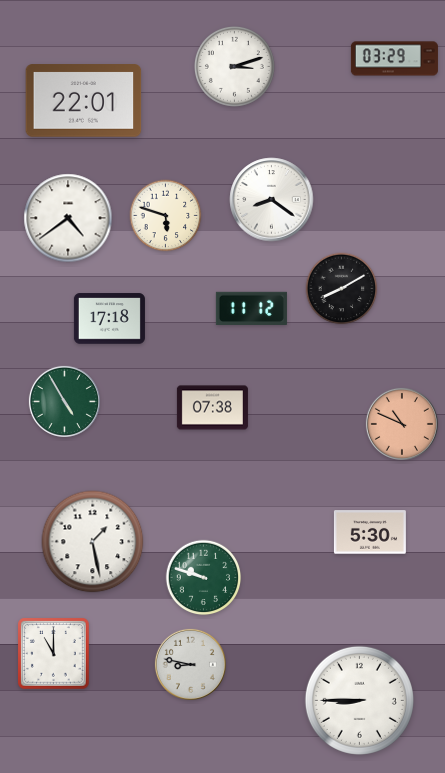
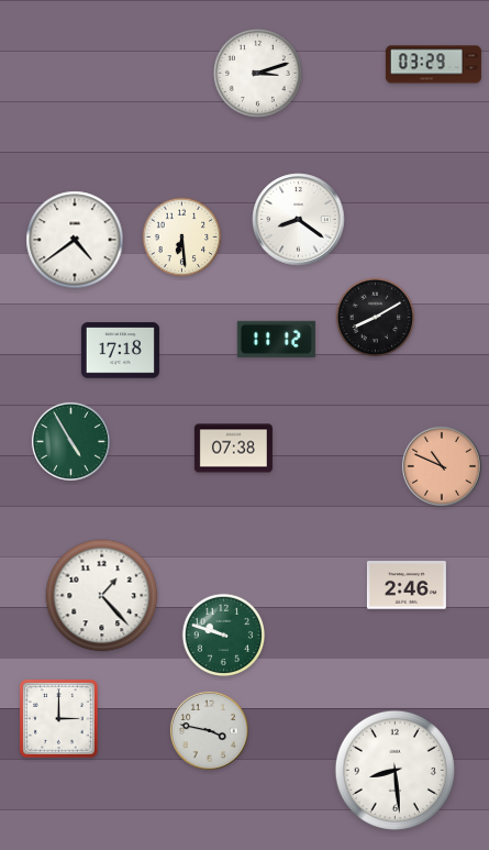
clock at (84, 101): 22:01 -> none
clock at (166, 216): 5:48 -> 6:29
clock at (370, 532): 5:30 -> 2:46
clock at (93, 542): 1:28 -> 1:23
clock at (54, 654): 11:00 -> 3:00
clock at (190, 664): 8:47 -> 3:47
clock at (359, 700): 8:45 -> 8:29
